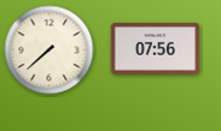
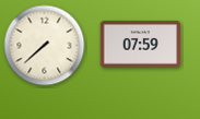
clock at (156, 49): 07:56 -> 07:59
